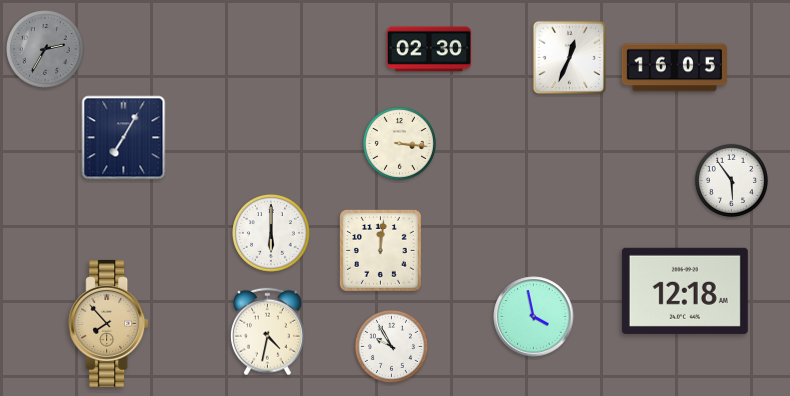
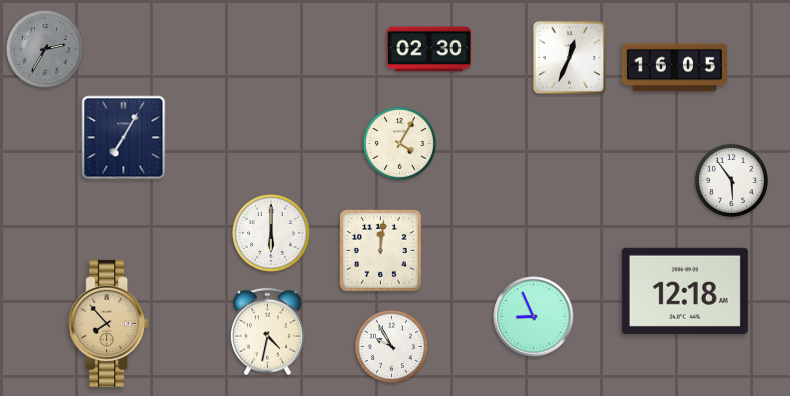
clock at (399, 143): 3:16 -> 4:05
clock at (534, 317): 3:58 -> 8:56
